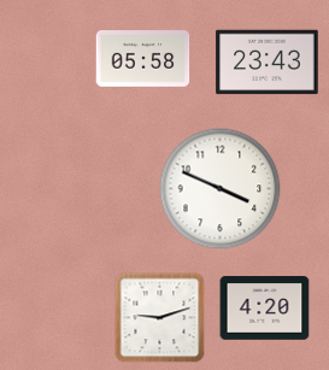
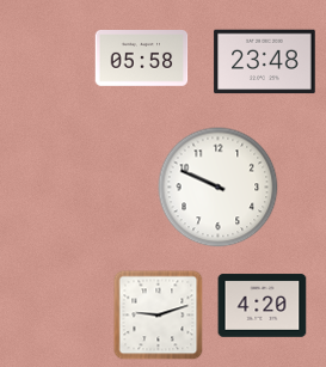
clock at (268, 63): 23:43 -> 23:48
clock at (221, 189): 3:49 -> 9:49
